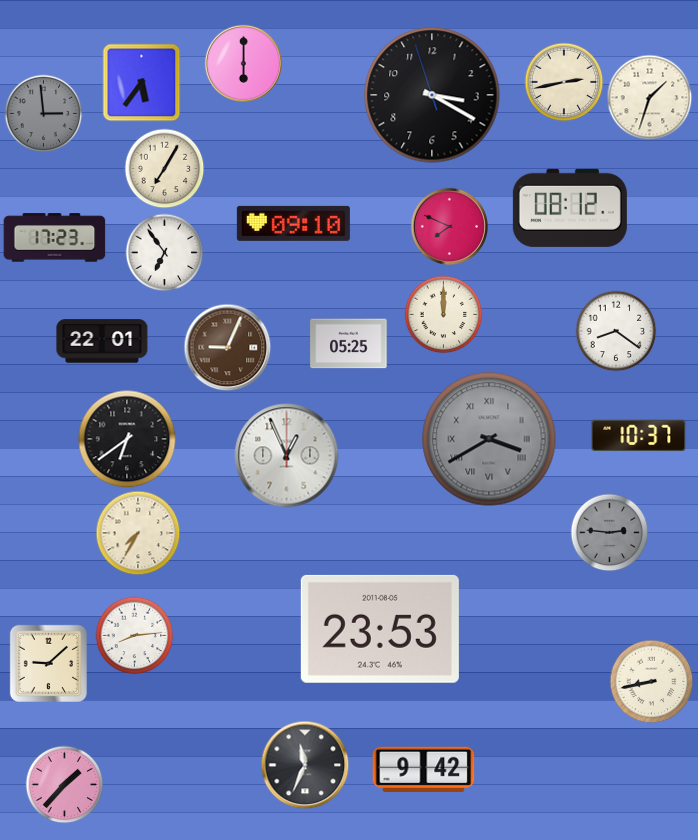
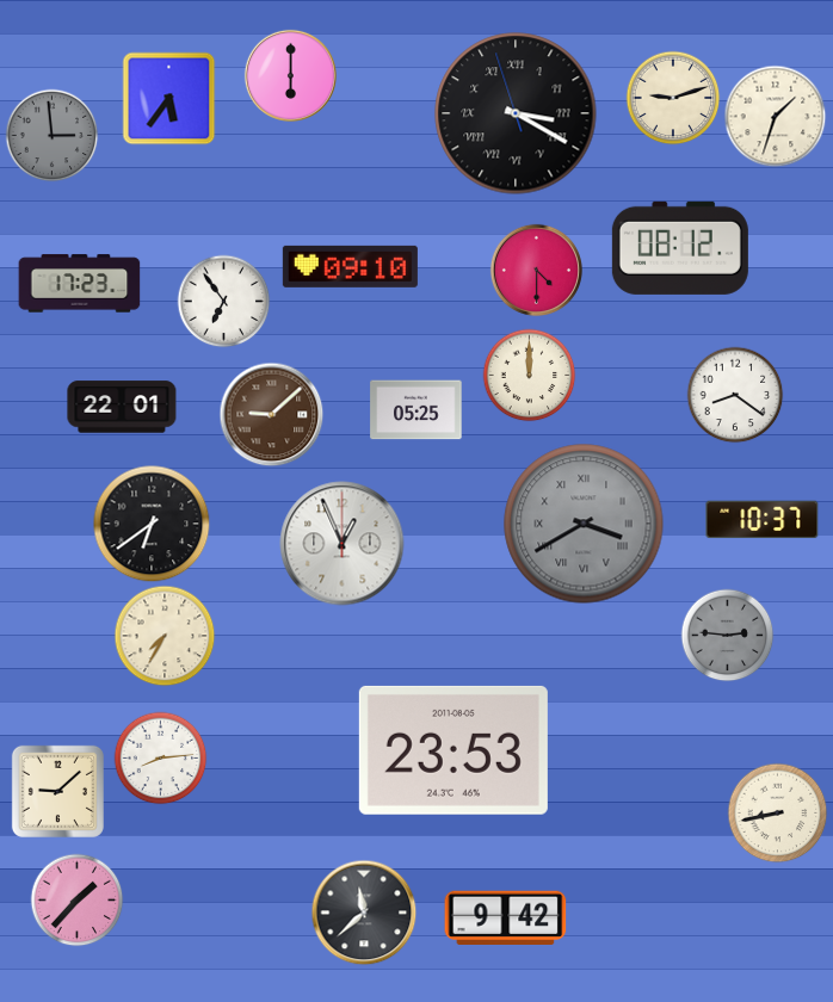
clock at (564, 82): 2:43 -> 9:12
clock at (432, 95) numerals: Arabic -> Roman
clock at (164, 168): 7:05 -> none
clock at (449, 226): 7:49 -> 4:30
clock at (55, 238) position: (55, 238) -> (80, 284)
clock at (164, 252) position: (164, 252) -> (223, 301)
clock at (227, 347): 9:04 -> 9:08
clock at (305, 765): 11:34 -> 11:38
clock at (64, 784) position: (64, 784) -> (76, 899)
